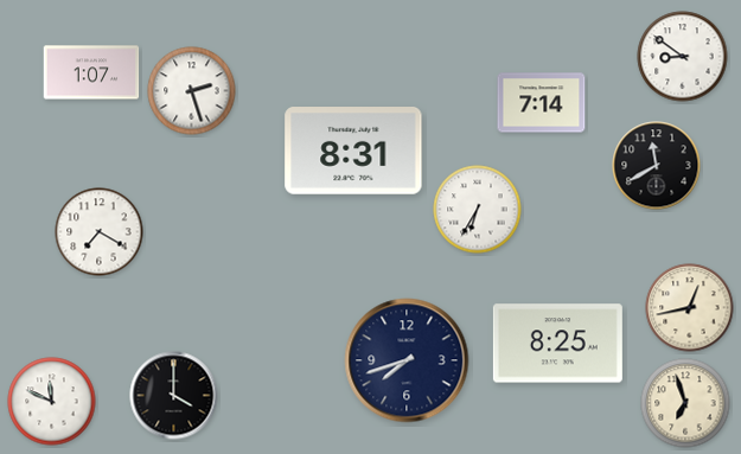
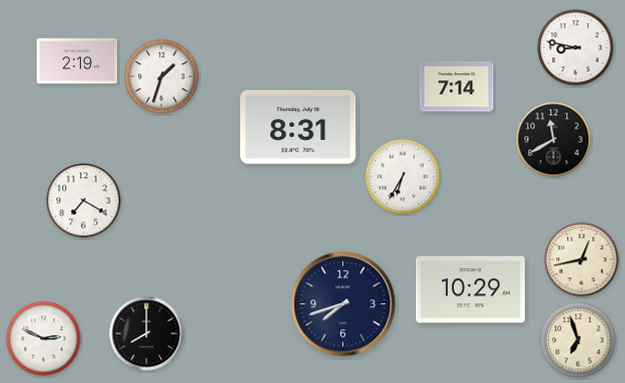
clock at (683, 57): 8:51 -> 8:47
clock at (91, 72): 1:07 -> 2:19
clock at (192, 91): 2:27 -> 1:33
clock at (100, 232) position: (100, 232) -> (84, 201)
clock at (557, 344): 8:25 -> 10:29
clock at (174, 396): 4:00 -> 8:00
clock at (52, 402): 11:49 -> 2:49
